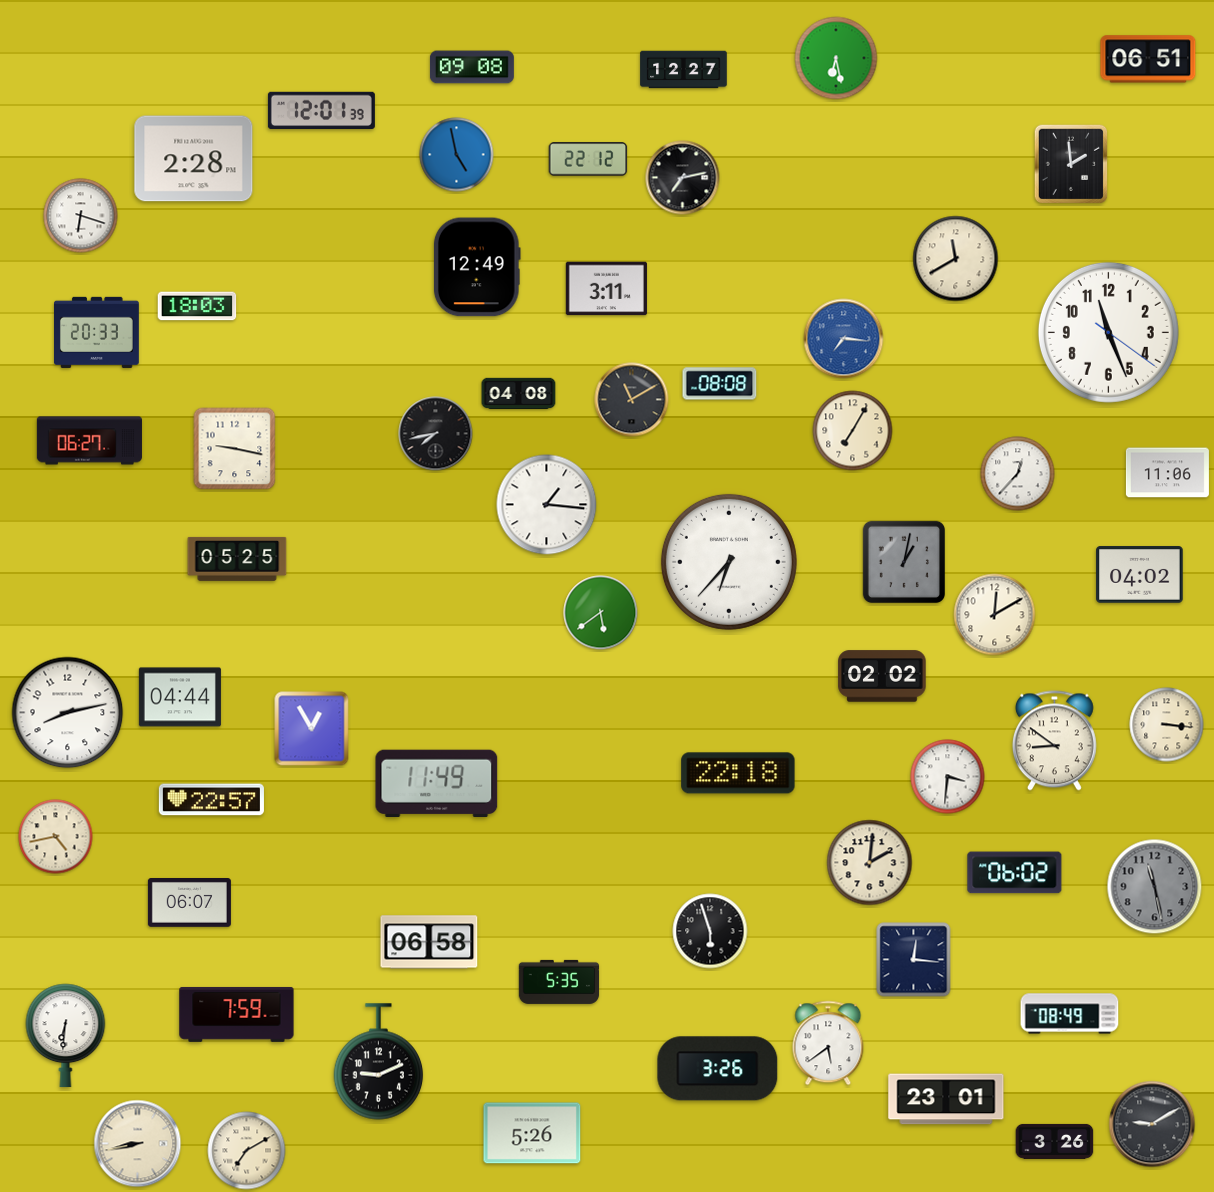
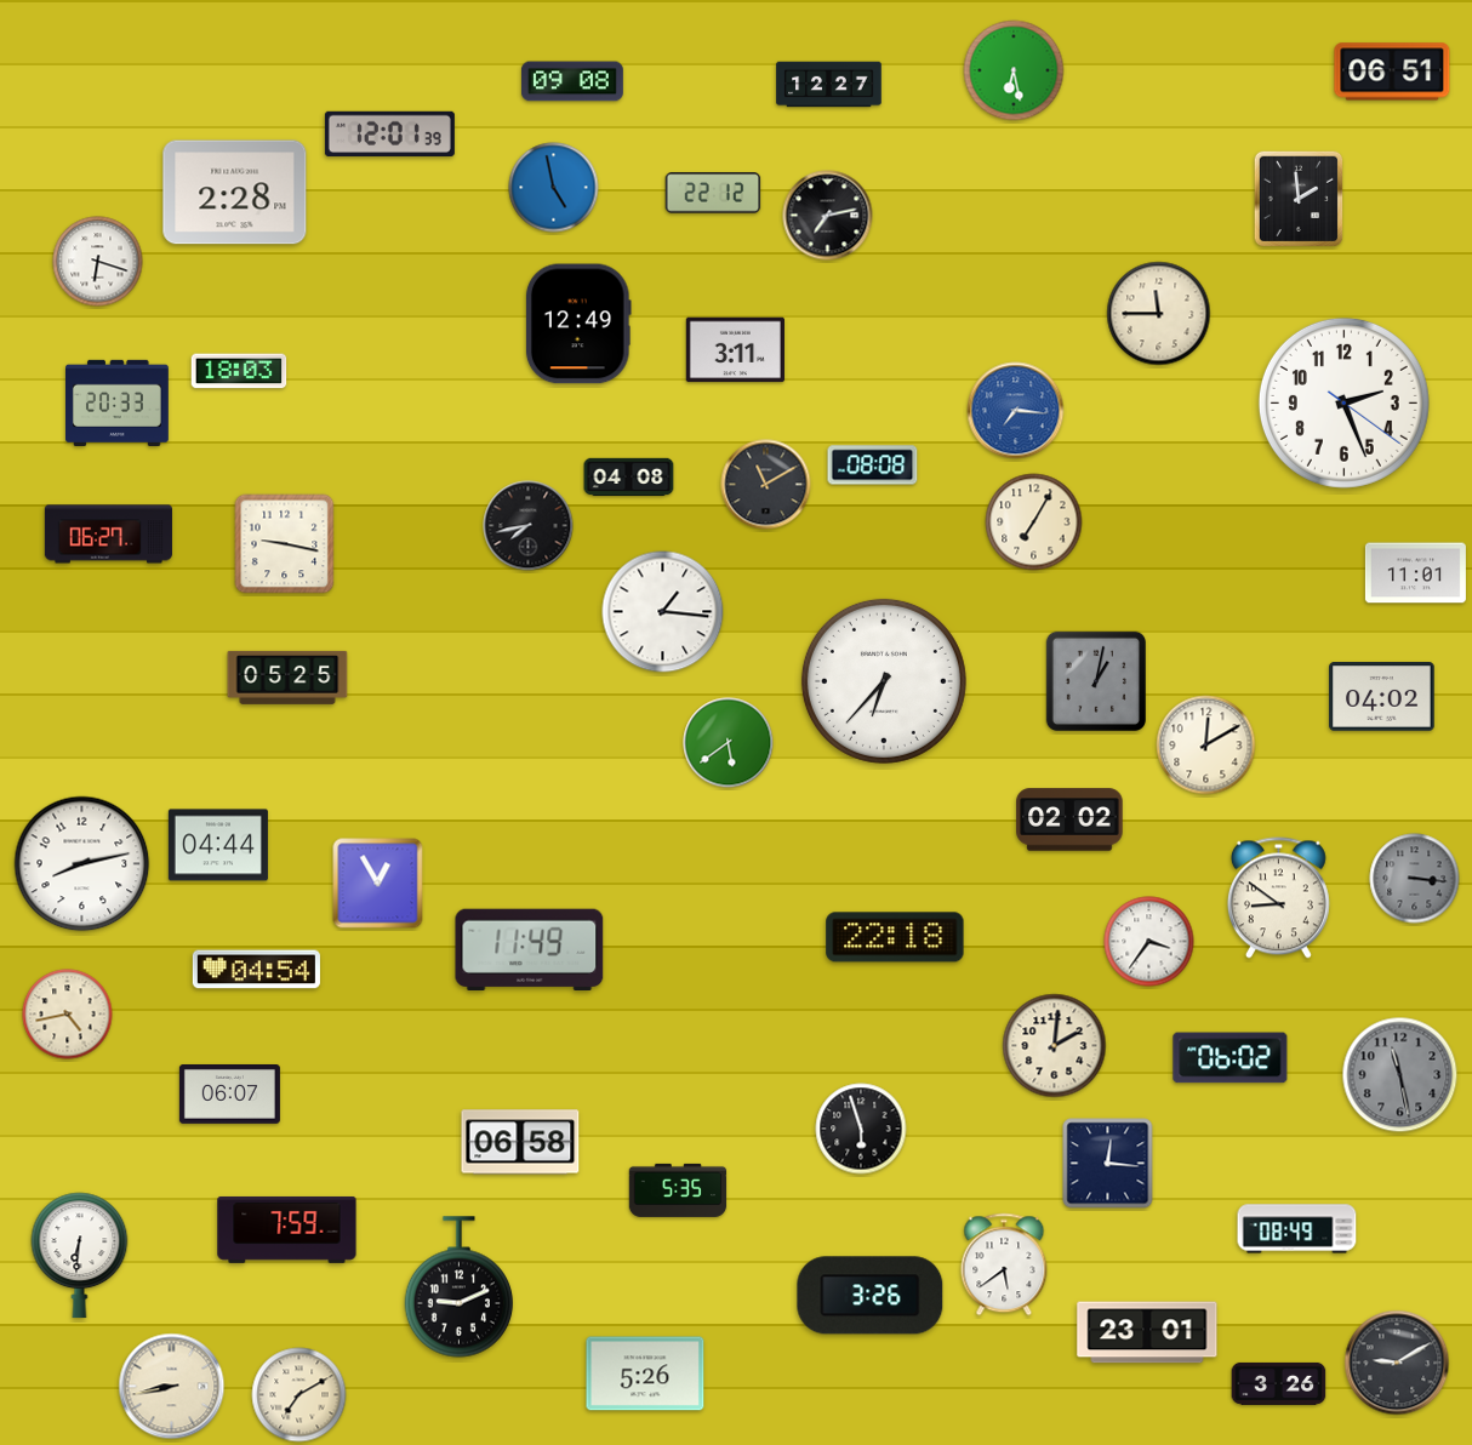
clock at (956, 259): 11:40 -> 11:45
clock at (1108, 332): 11:26 -> 2:26
clock at (844, 339) position: (844, 339) -> (1016, 411)
clock at (1167, 473): 11:06 -> 11:01
clock at (1018, 474): 12:37 -> none
clock at (1167, 725) dial: cream -> grey
clock at (948, 777): 3:31 -> 3:36
clock at (211, 800): 22:57 -> 04:54
clock at (138, 1144) position: (138, 1144) -> (172, 1387)
